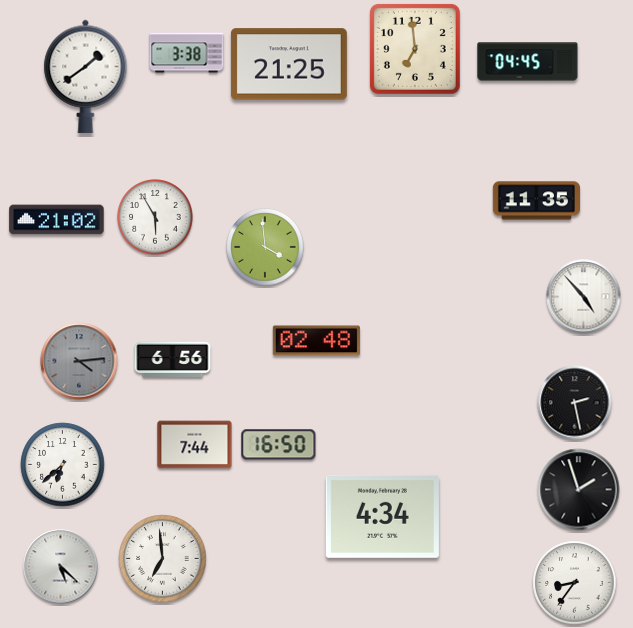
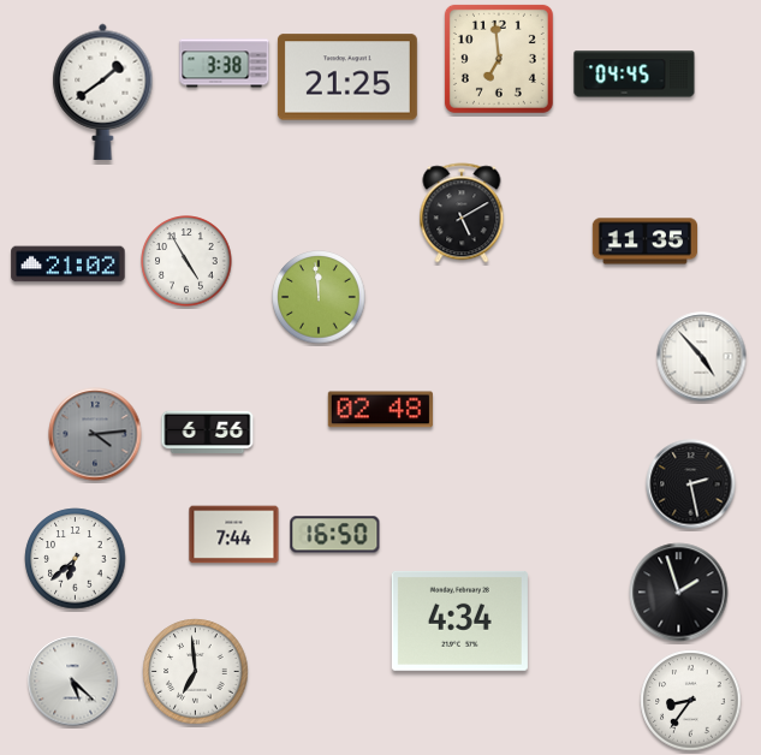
clock at (462, 213): none -> 5:10
clock at (155, 217): 5:55 -> 4:55
clock at (265, 247): 3:59 -> 11:59
clock at (579, 490) position: (579, 490) -> (679, 593)
